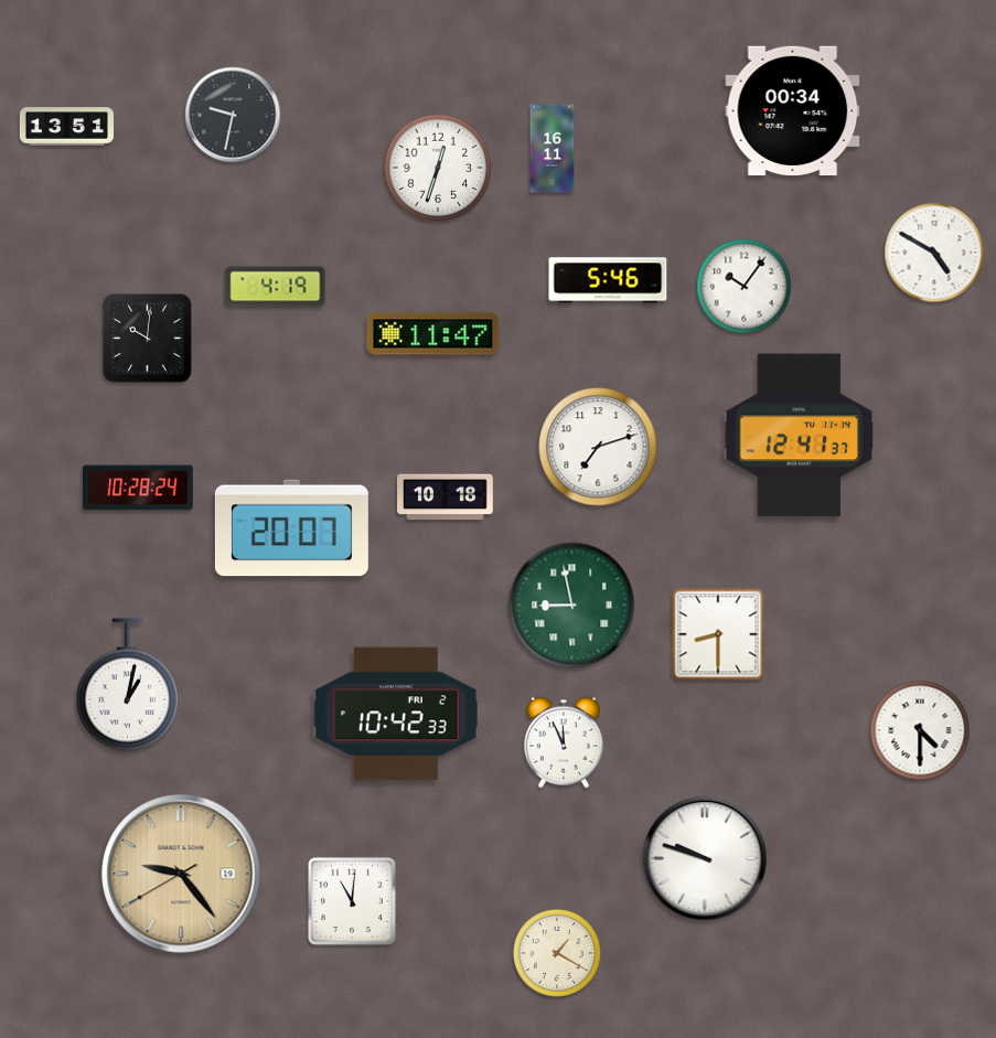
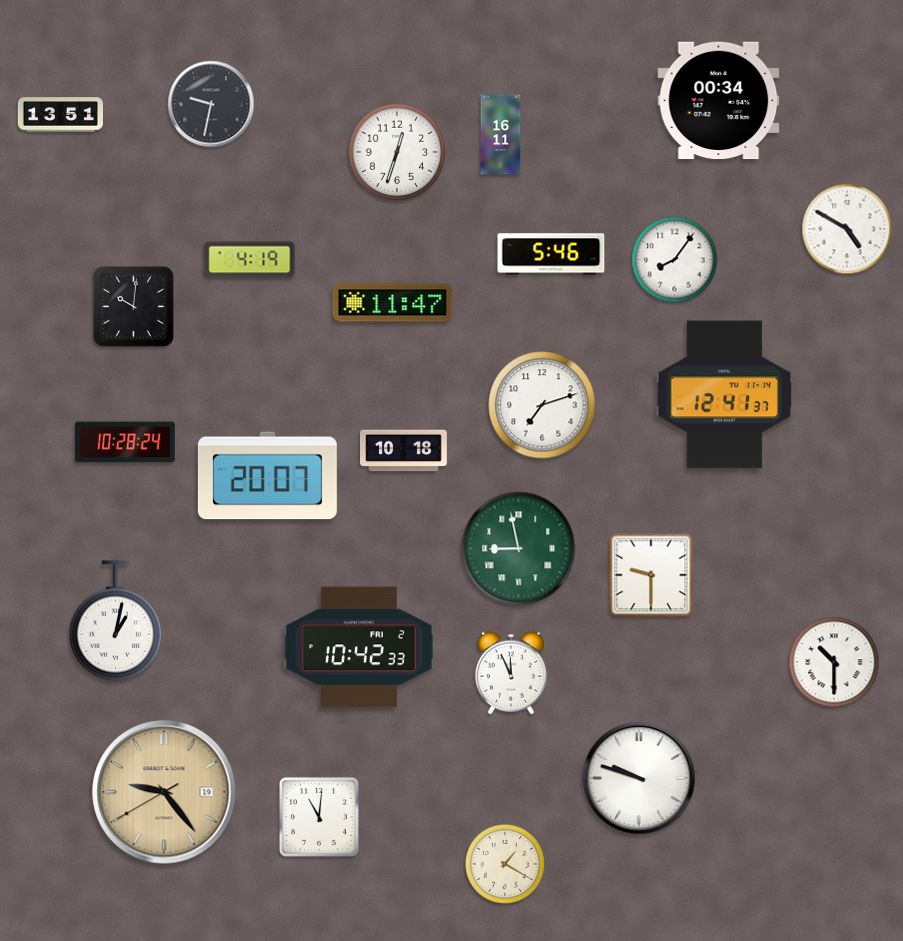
clock at (745, 287): 10:06 -> 8:06
clock at (291, 528) position: (291, 528) -> (267, 476)
clock at (718, 634): 8:30 -> 9:30
clock at (920, 730): 4:30 -> 10:30
